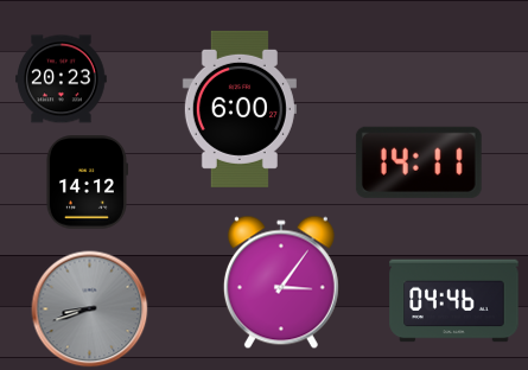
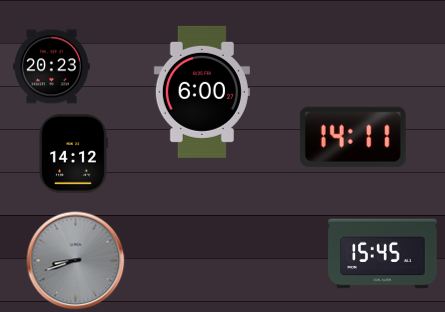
clock at (281, 282): 3:06 -> none
clock at (454, 301): 04:46 -> 15:45
